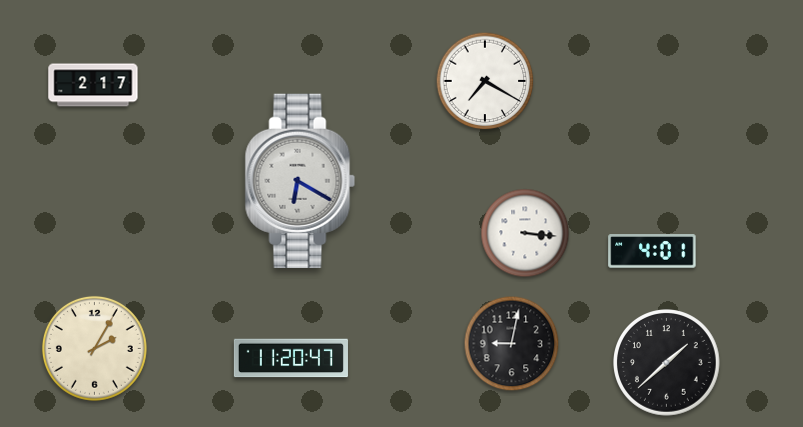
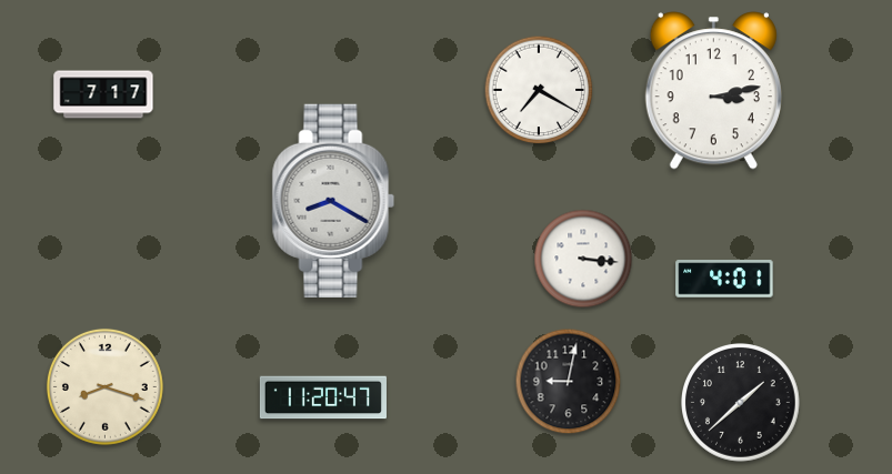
clock at (713, 91): none -> 3:13
clock at (93, 85): 2:17 -> 7:17
clock at (300, 181): 6:20 -> 8:20
clock at (94, 348): 2:05 -> 8:18
